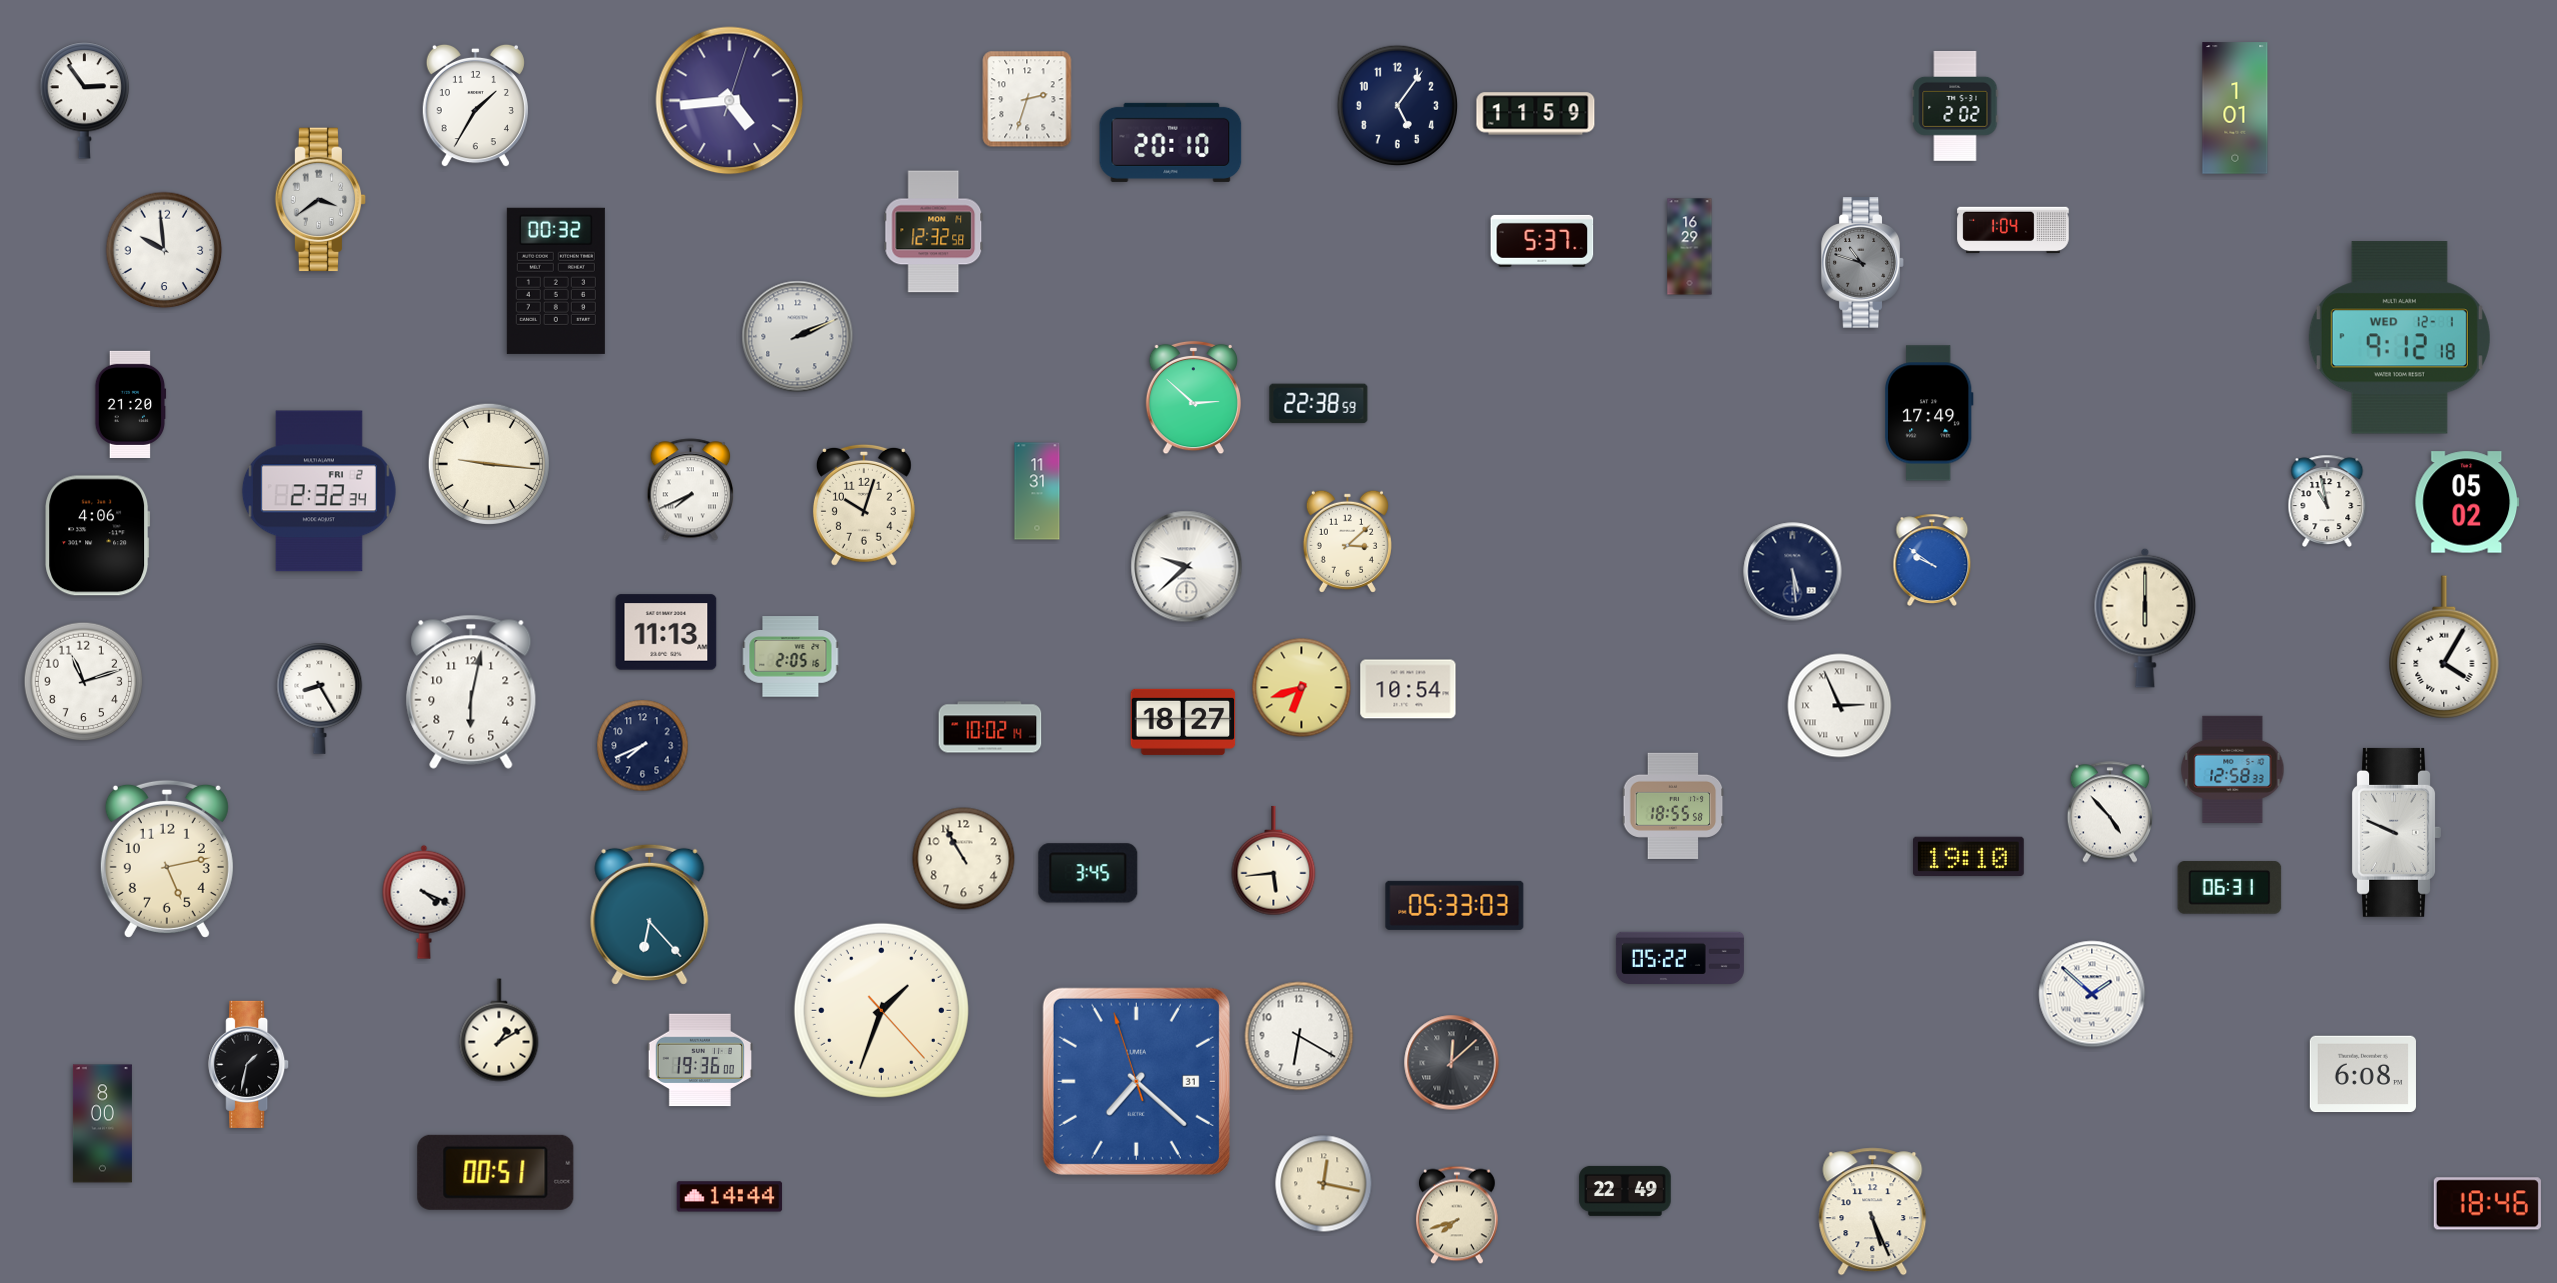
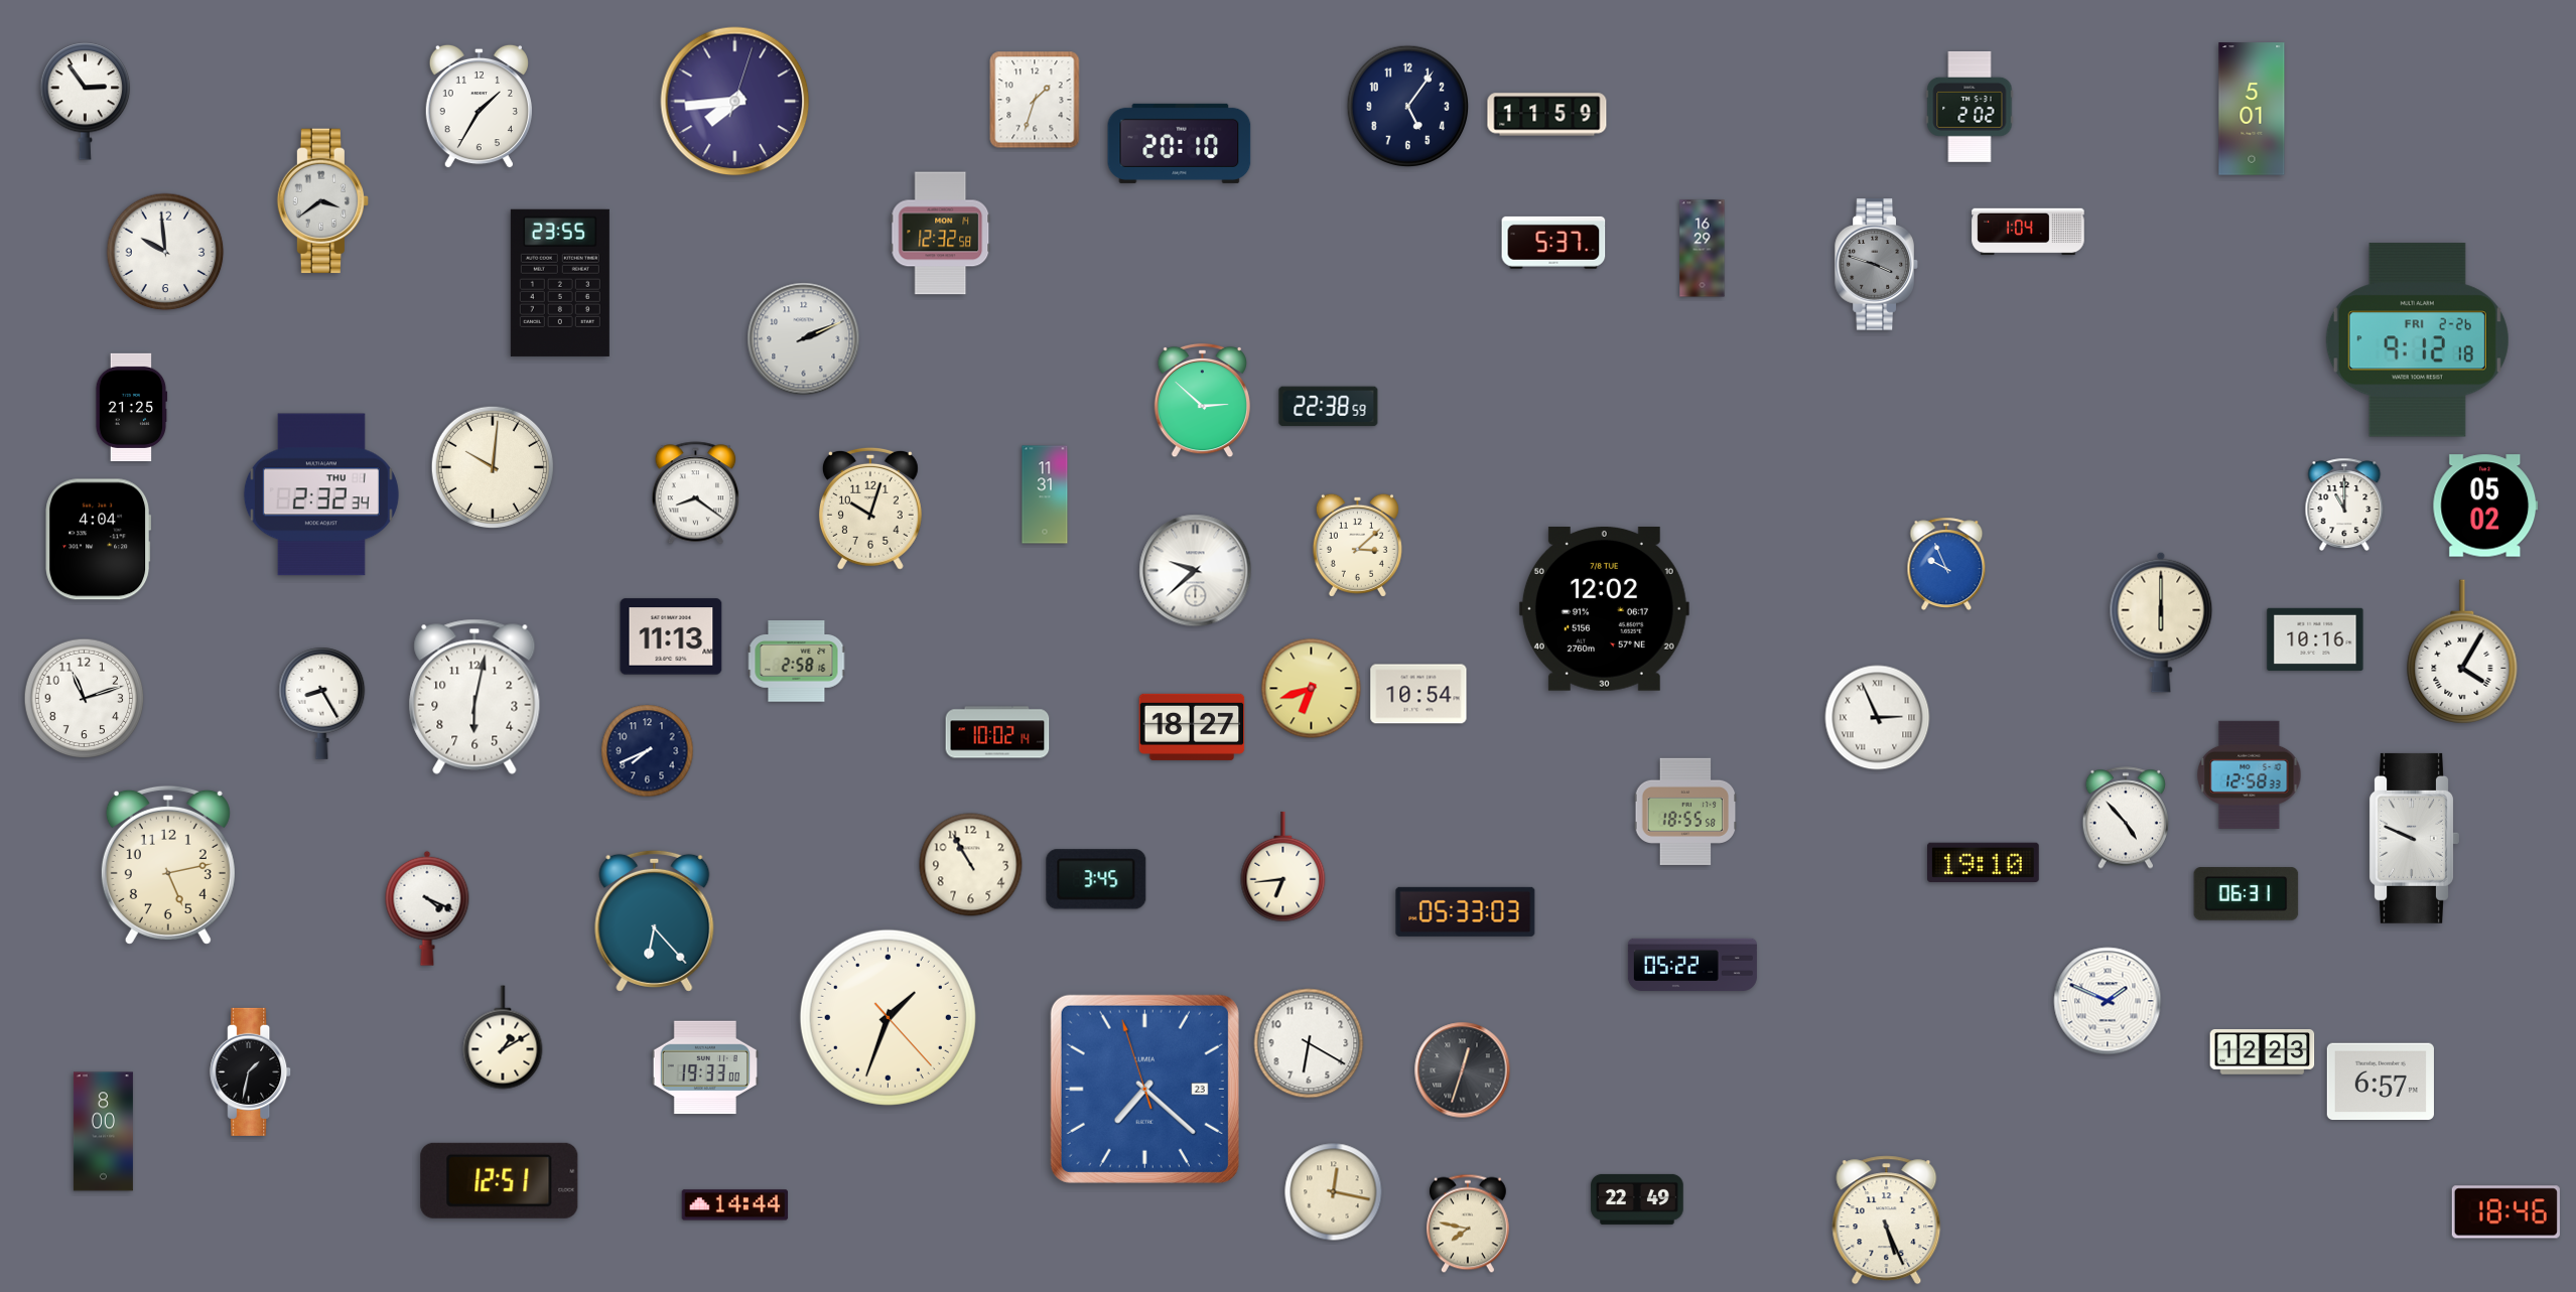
clock at (1027, 99): 2:33 -> 1:33
clock at (730, 101): 4:44 -> 7:44
clock at (2235, 108): 1:01 -> 5:01
clock at (1862, 263): 10:48 -> 3:48
clock at (556, 281): 00:32 -> 23:55
clock at (2399, 338) date: WED 12-1 -> FRI 2-26
clock at (130, 404): 21:20 -> 21:25
clock at (1930, 413): 17:49 -> none
clock at (488, 463): 9:16 -> 10:01
clock at (691, 490): 7:41 -> 8:21
clock at (319, 491) date: FRI 2 -> THU 1
clock at (2327, 500): 10:58 -> 11:00
clock at (98, 536): 4:06 -> 4:04
clock at (1932, 559): 9:51 -> 9:56
clock at (1793, 572): 5:29 -> none
clock at (1604, 608): none -> 12:02
clock at (2315, 639): none -> 10:16
clock at (791, 657): 2:05 -> 2:58
clock at (84, 682) position: (84, 682) -> (85, 699)
clock at (1302, 688) position: (1302, 688) -> (1312, 689)
clock at (1840, 706) position: (1840, 706) -> (1878, 718)
clock at (1274, 861): 5:44 -> 6:44
clock at (2092, 994): 1:52 -> 1:49
clock at (2263, 1052): none -> 12:23
clock at (699, 1060): 19:36 -> 19:33
clock at (1452, 1063): 12:08 -> 12:33
clock at (2363, 1074): 6:08 -> 6:57
clock at (1136, 1081) date: 31 -> 23
clock at (496, 1172): 00:51 -> 12:51
clock at (1457, 1215): 7:42 -> 7:47
